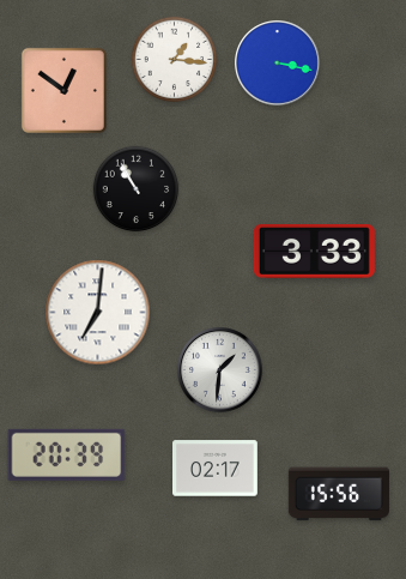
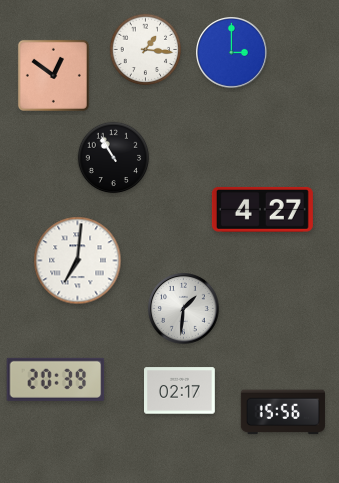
clock at (278, 64): 3:17 -> 3:00
clock at (314, 251): 3:33 -> 4:27
clock at (98, 313) position: (98, 313) -> (78, 261)
